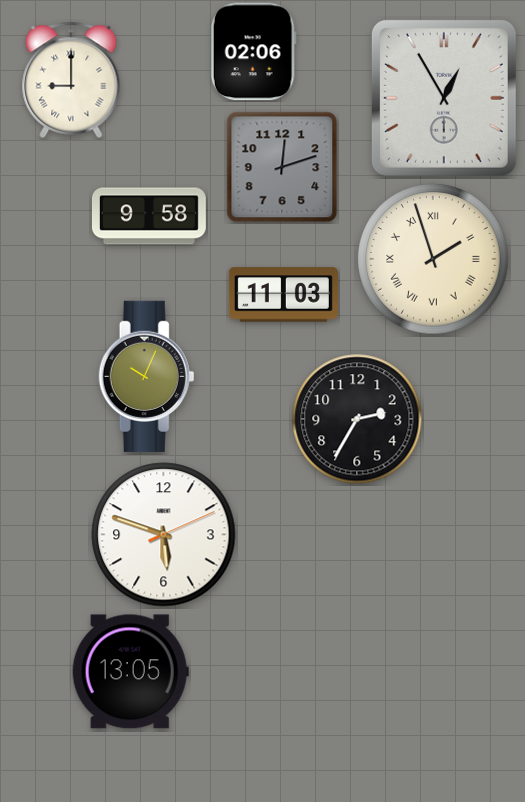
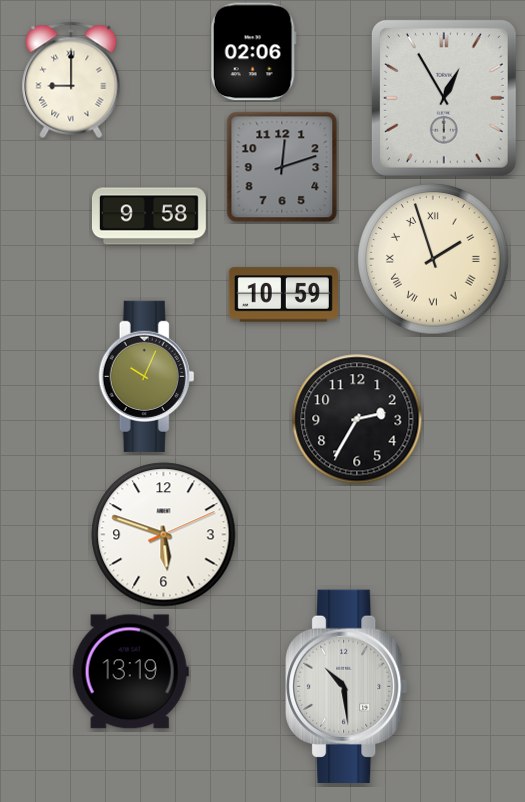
clock at (283, 295): 11:03 -> 10:59
clock at (130, 672): 13:05 -> 13:19
clock at (347, 686): none -> 10:29
